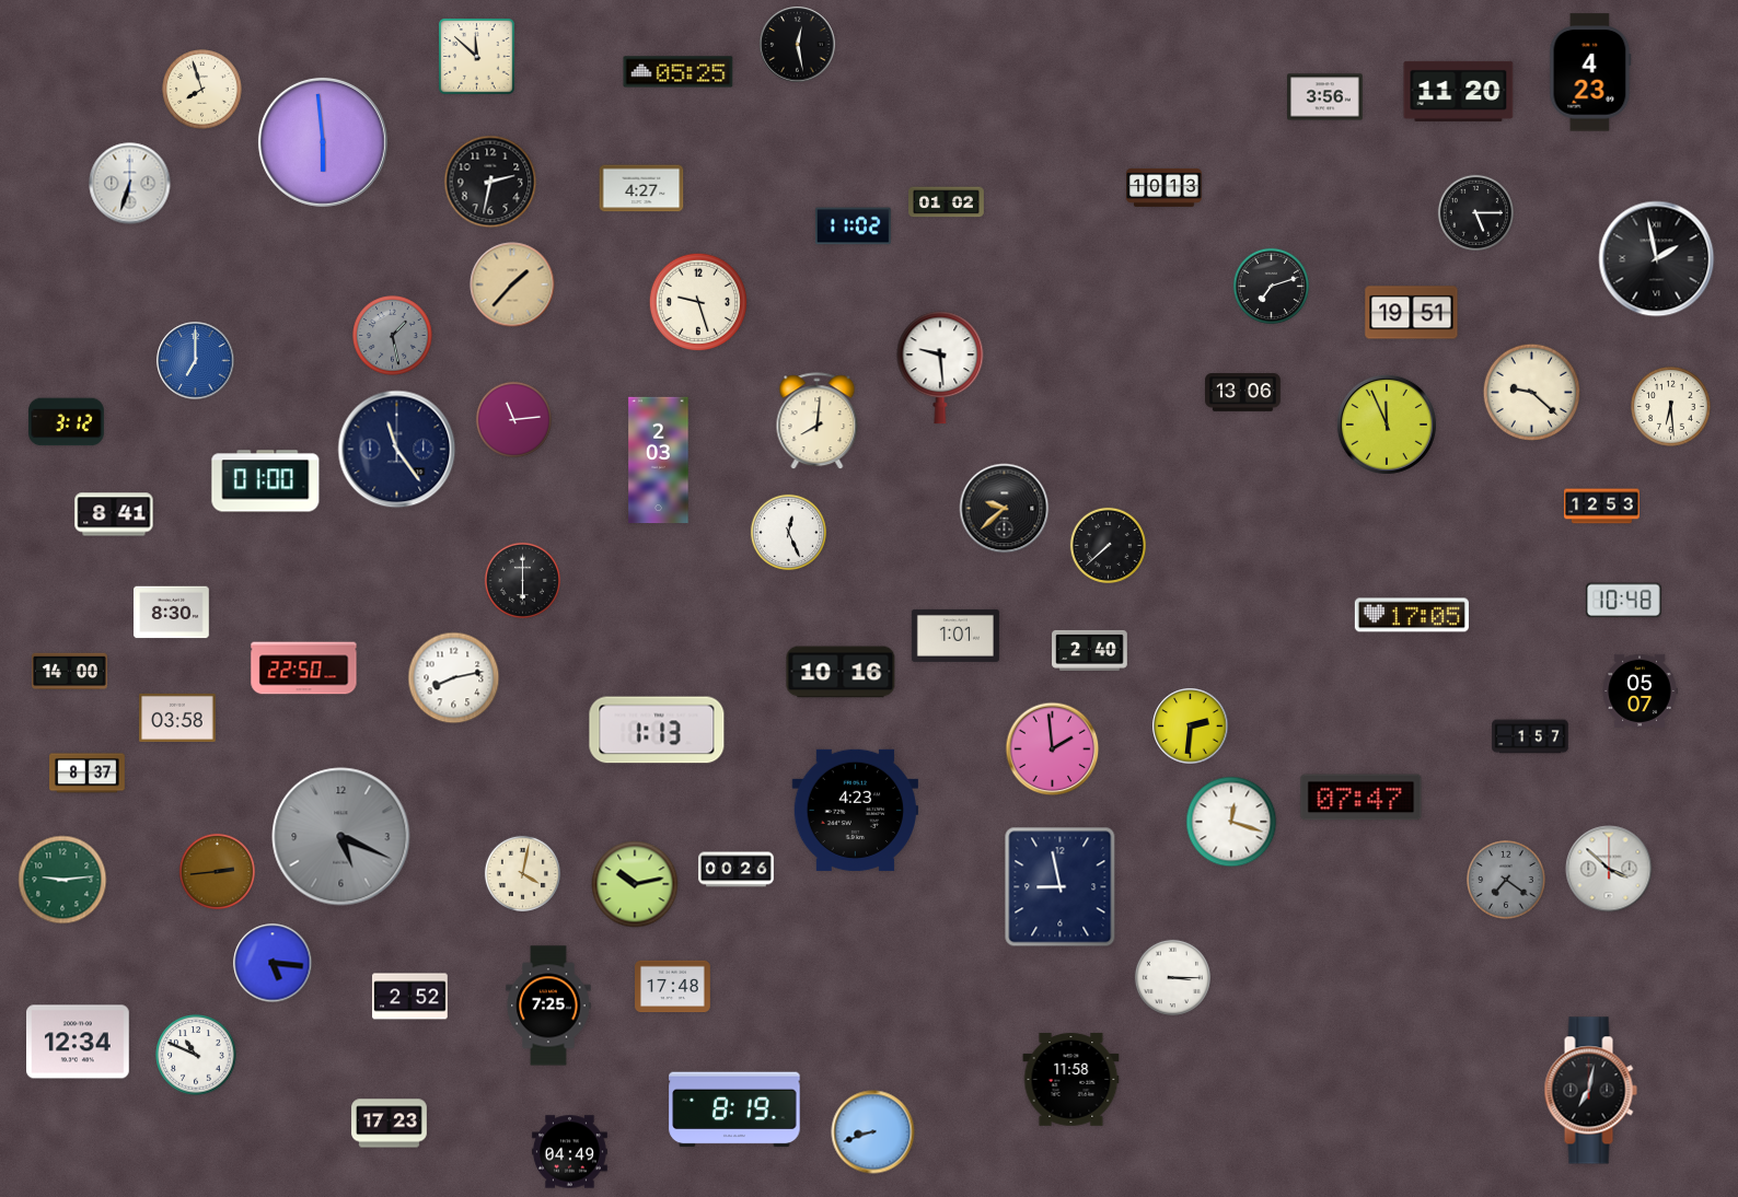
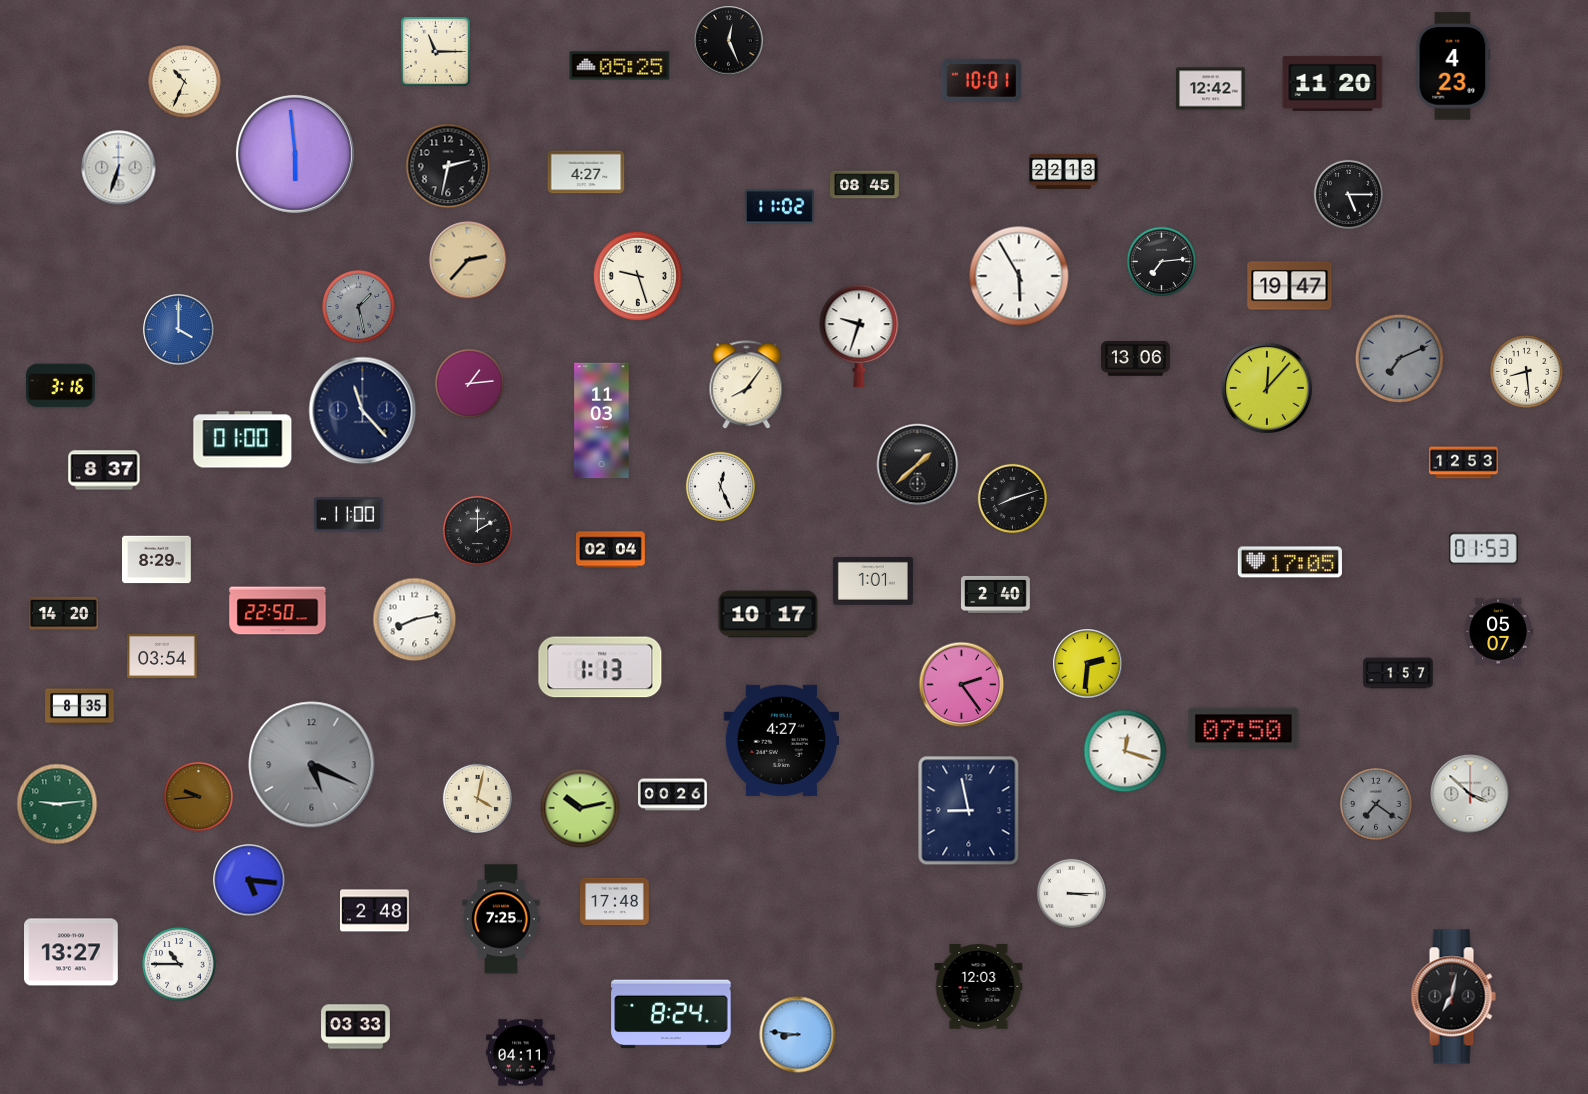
clock at (798, 45): 12:28 -> 12:26
clock at (477, 57): 11:52 -> 11:15
clock at (981, 80): none -> 10:01
clock at (202, 90): 7:57 -> 10:34
clock at (1325, 97): 3:56 -> 12:42
clock at (323, 142) position: (323, 142) -> (295, 154)
clock at (1165, 187): 10:13 -> 22:13
clock at (947, 202): 01:02 -> 08:45
clock at (1657, 259): 1:58 -> none
clock at (512, 284): 1:37 -> 2:37
clock at (1271, 286): 7:12 -> 7:14
clock at (1019, 276): none -> 5:55
clock at (1412, 313): 19:51 -> 19:47
clock at (196, 361): 7:00 -> 4:00
clock at (940, 368): 9:29 -> 9:33
clock at (1531, 392): 9:22 -> 7:11
clock at (1531, 392) dial: cream -> grey
clock at (1671, 407): 6:29 -> 8:29
clock at (513, 419): 11:14 -> 1:14
clock at (818, 421): 8:01 -> 8:06
clock at (67, 422): 3:12 -> 3:16
clock at (1387, 425): 11:56 -> 12:07
clock at (397, 450): 11:24 -> 11:23
clock at (659, 461): 2:03 -> 11:03
clock at (1005, 509): 9:38 -> 1:38
clock at (114, 514): 8:41 -> 8:37
clock at (1108, 545): 7:38 -> 8:12
clock at (349, 515): none -> 11:00
clock at (522, 580): 6:00 -> 2:00
clock at (1623, 601): 10:48 -> 01:53
clock at (611, 550): none -> 02:04
clock at (172, 613): 8:30 -> 8:29
clock at (70, 672): 14:00 -> 14:20
clock at (841, 672): 10:16 -> 10:17
clock at (177, 718): 03:58 -> 03:54
clock at (1053, 749): 1:59 -> 2:24
clock at (88, 774): 8:37 -> 8:35
clock at (1362, 798): 07:47 -> 07:50
clock at (855, 810): 4:23 -> 4:27
clock at (217, 871): 2:44 -> 9:44
clock at (410, 997): 2:52 -> 2:48
clock at (79, 1042): 12:34 -> 13:27
clock at (196, 1055): 10:49 -> 10:45
clock at (1071, 1080): 11:58 -> 12:03
clock at (734, 1109): 8:19 -> 8:24
clock at (390, 1124): 17:23 -> 03:33
clock at (873, 1132): 8:42 -> 8:46
clock at (570, 1152): 04:49 -> 04:11
